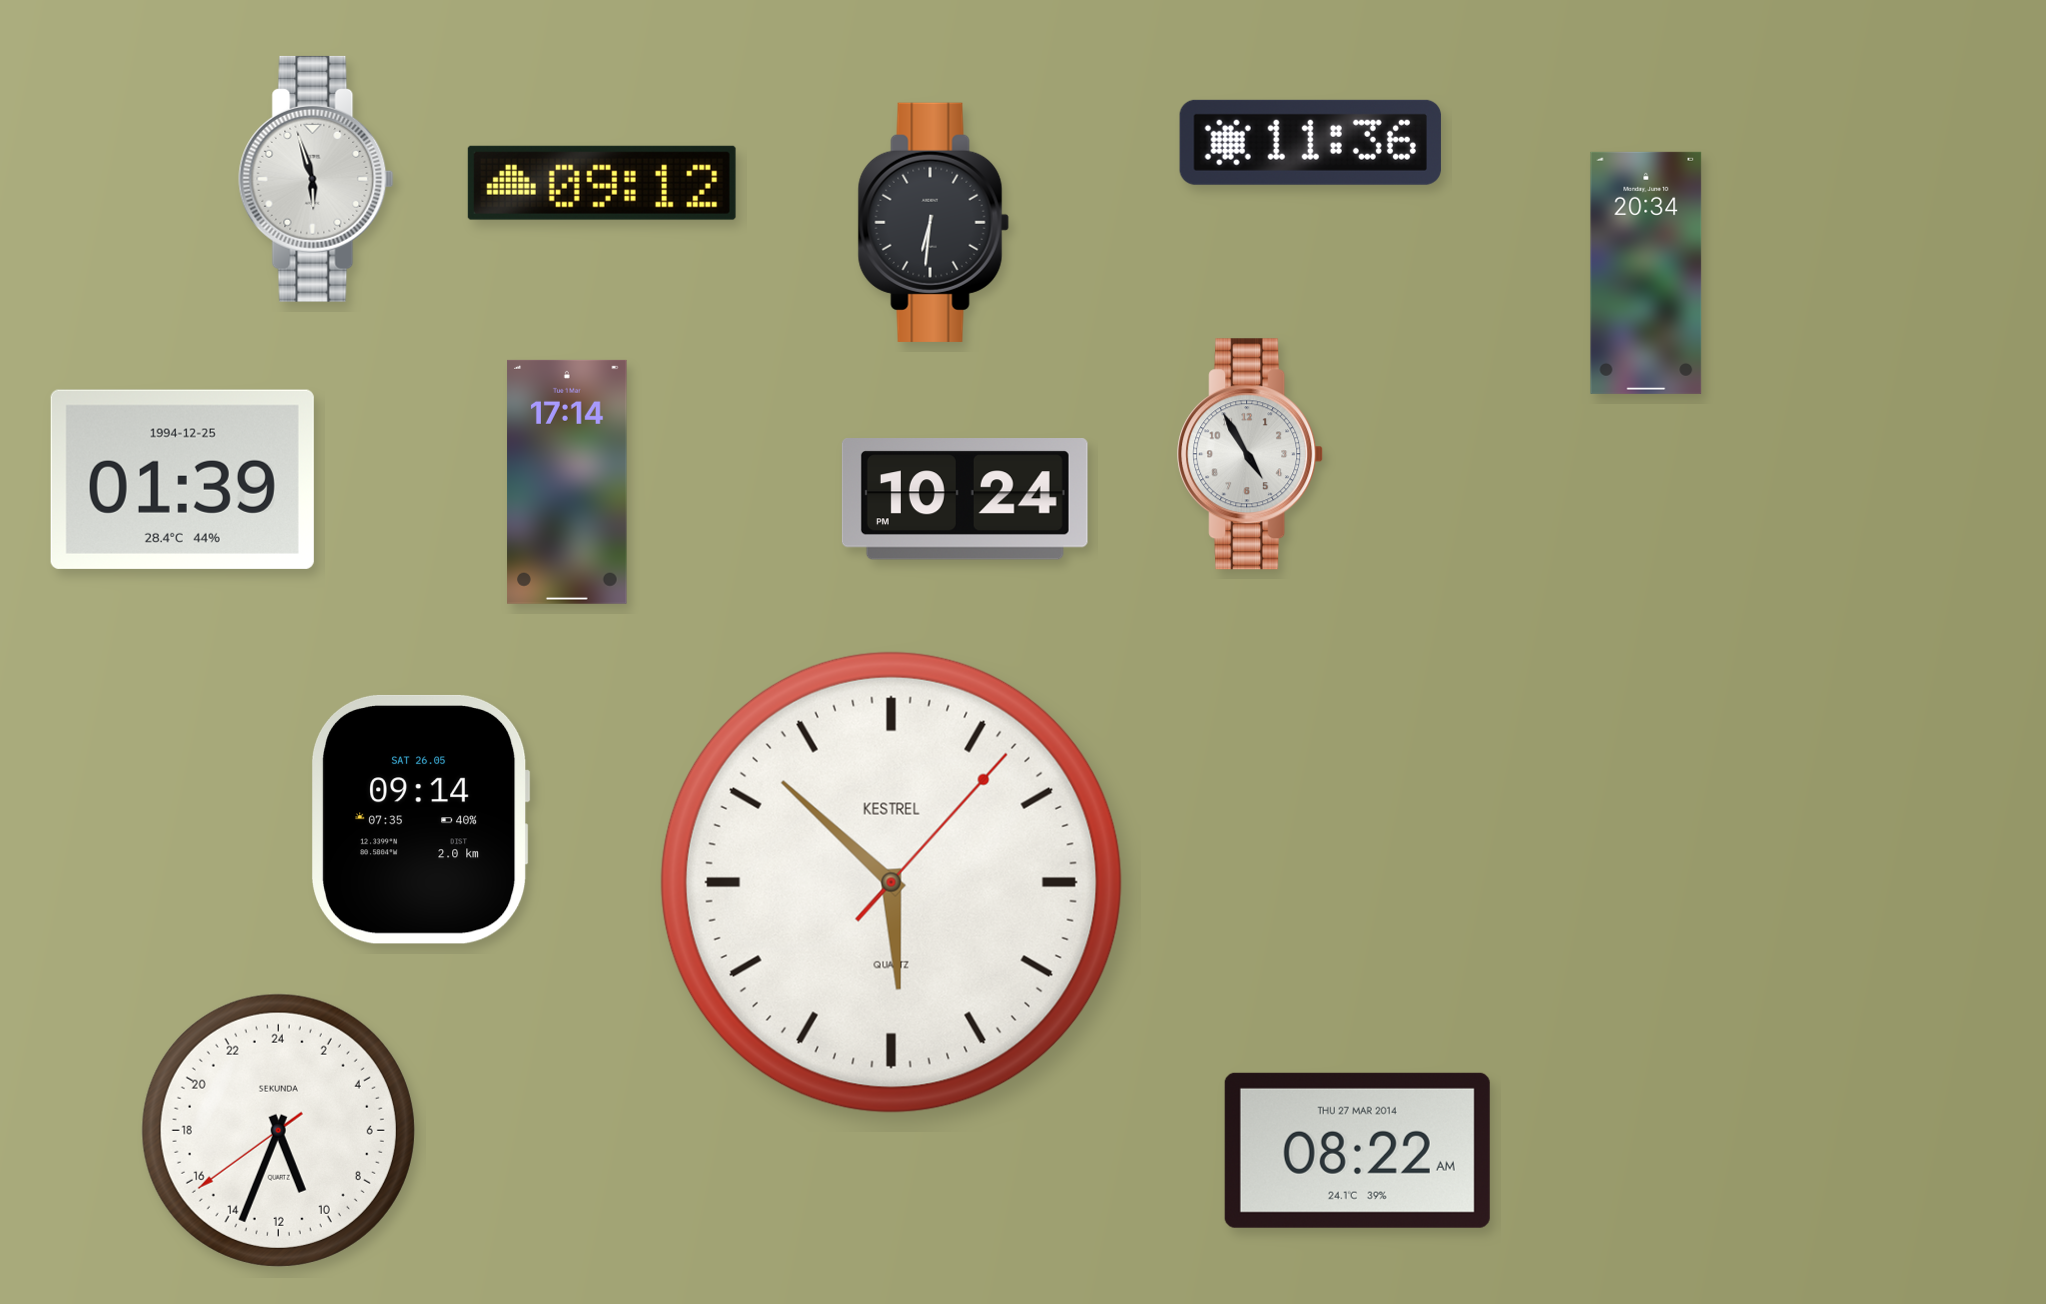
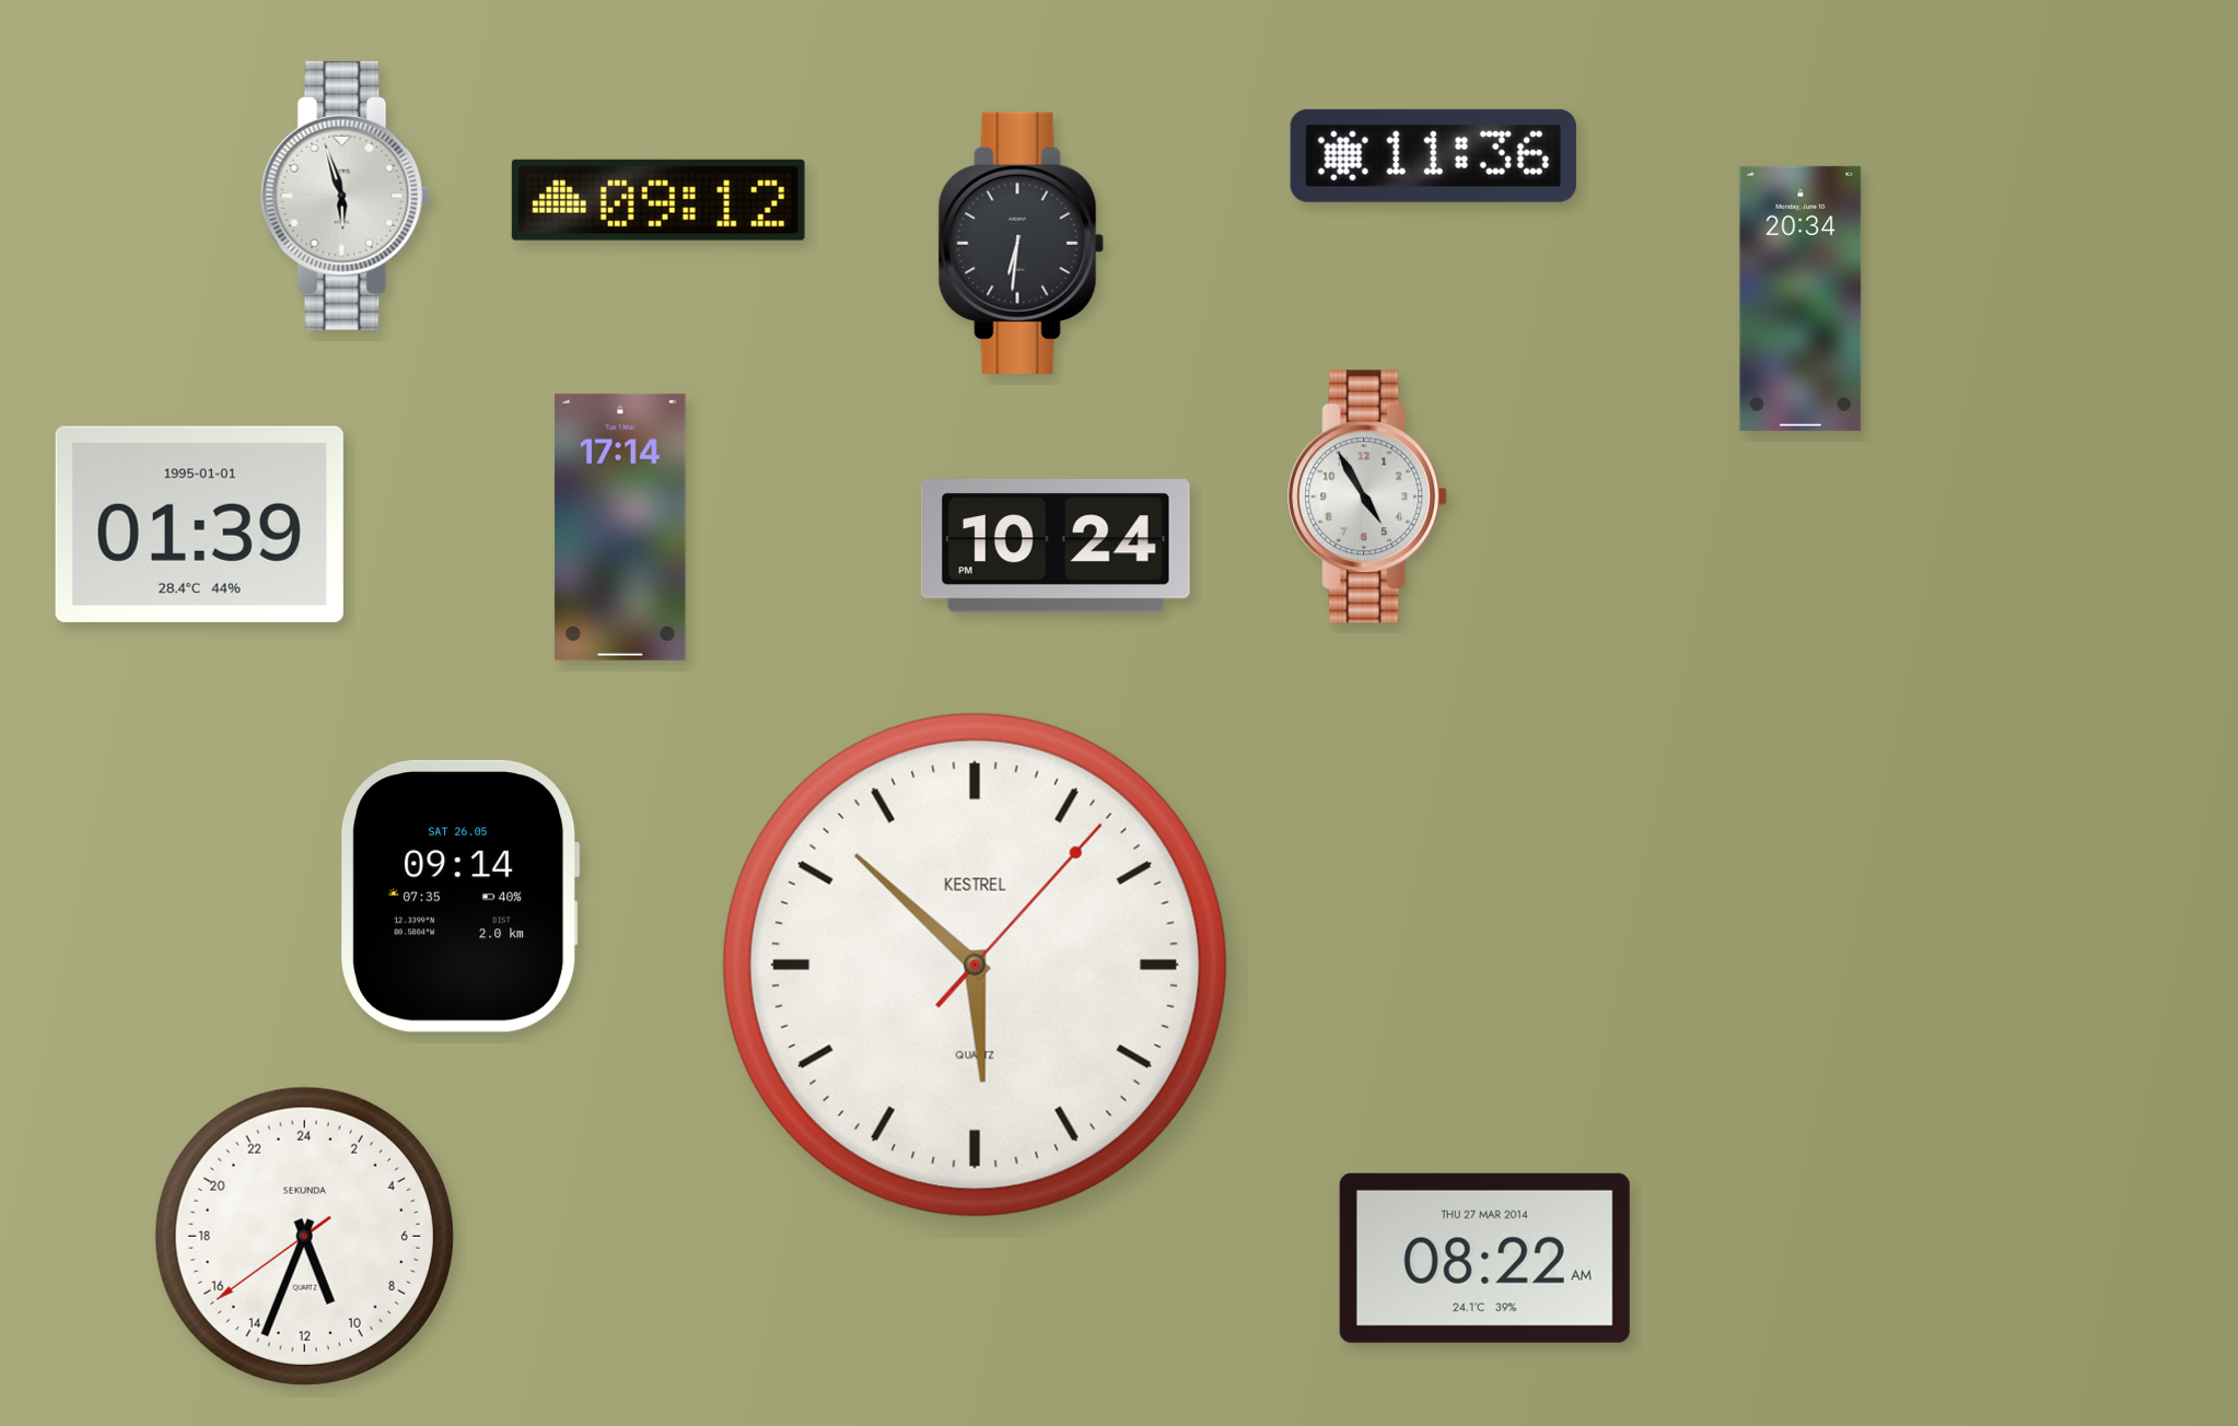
clock at (182, 479) date: 1994-12-25 -> 1995-01-01
